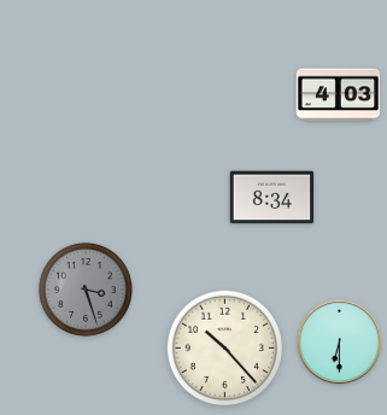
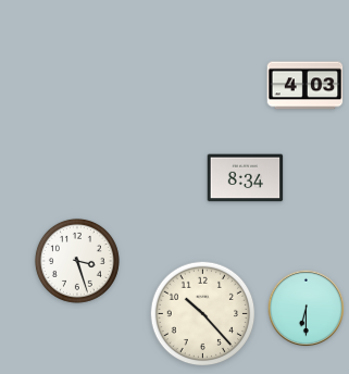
clock at (86, 290) dial: grey -> white
